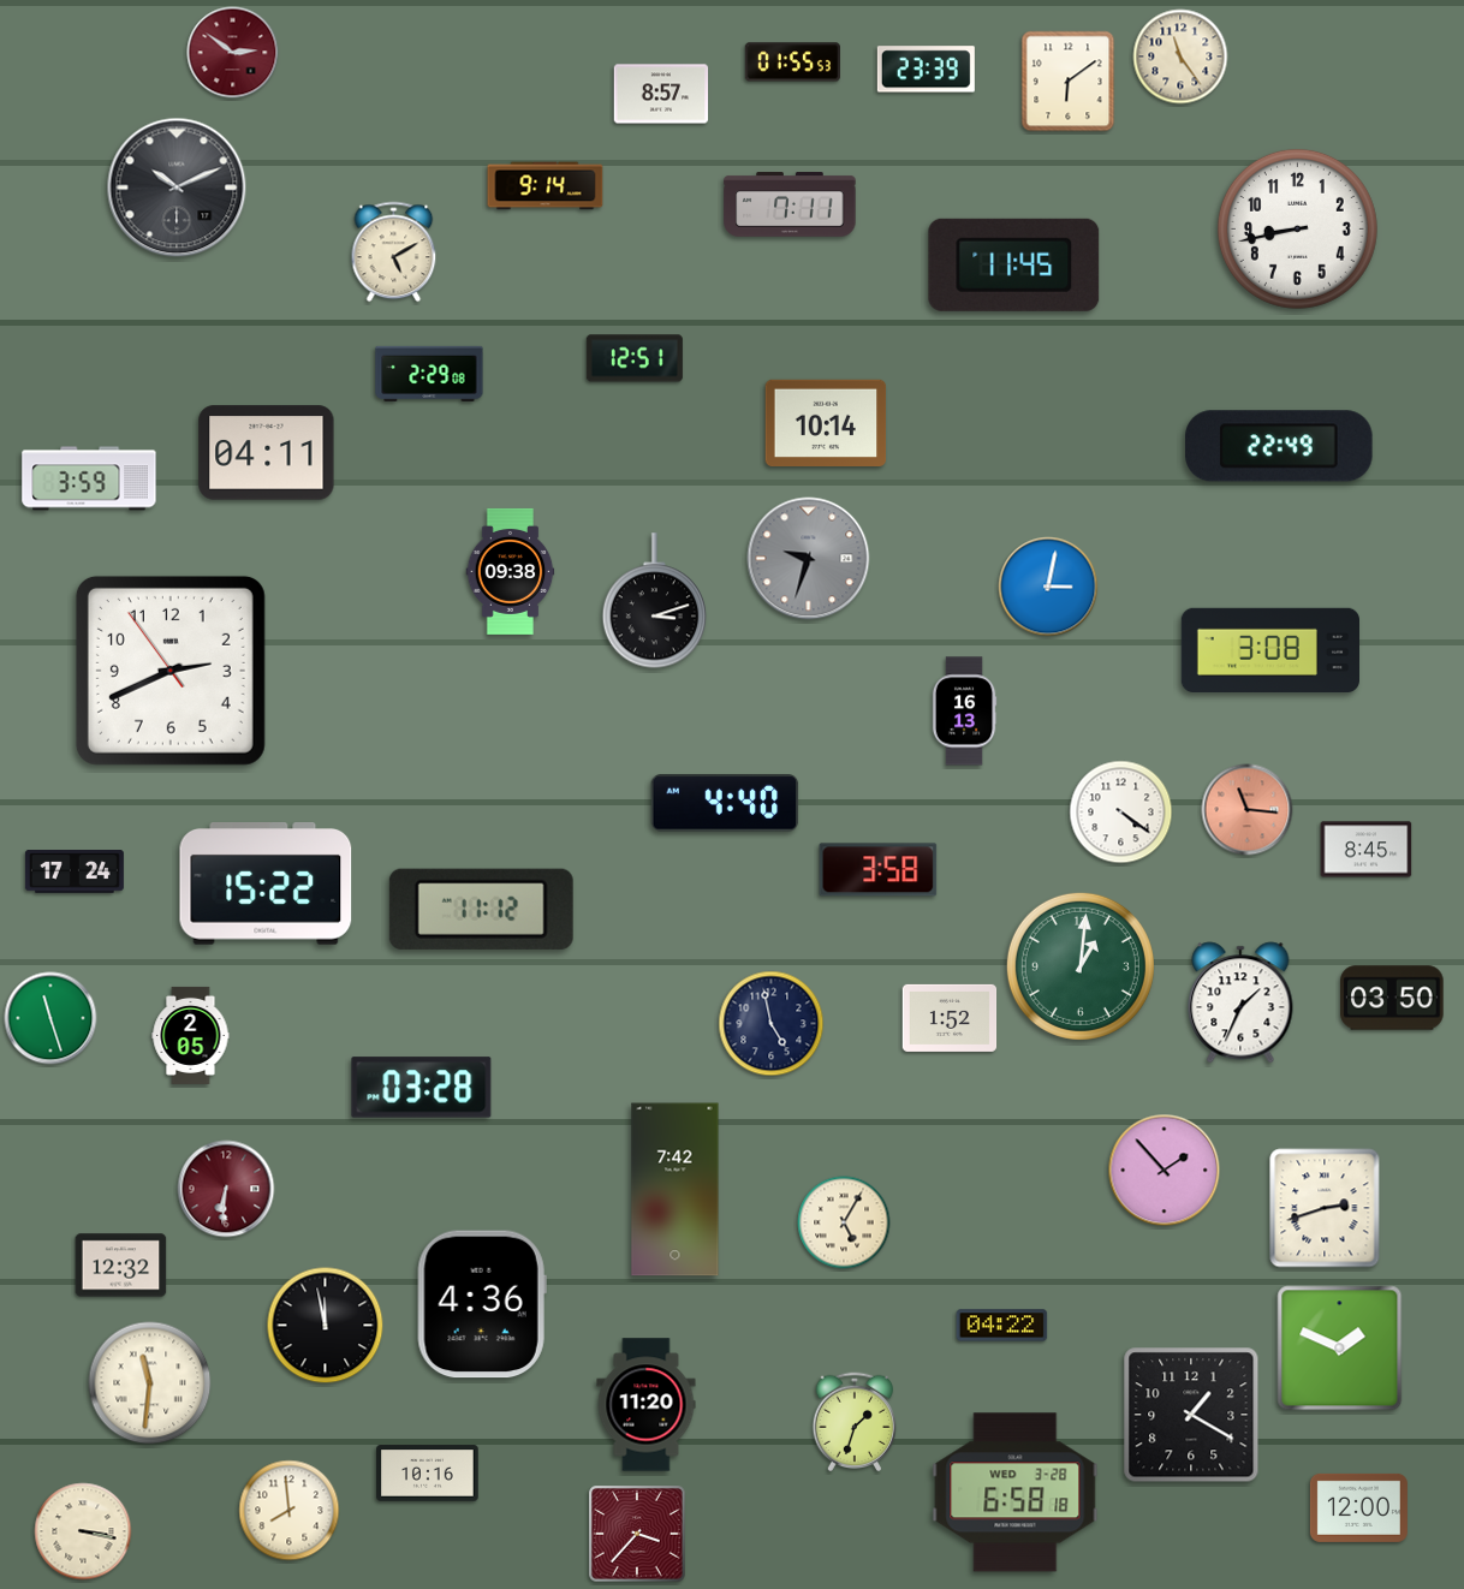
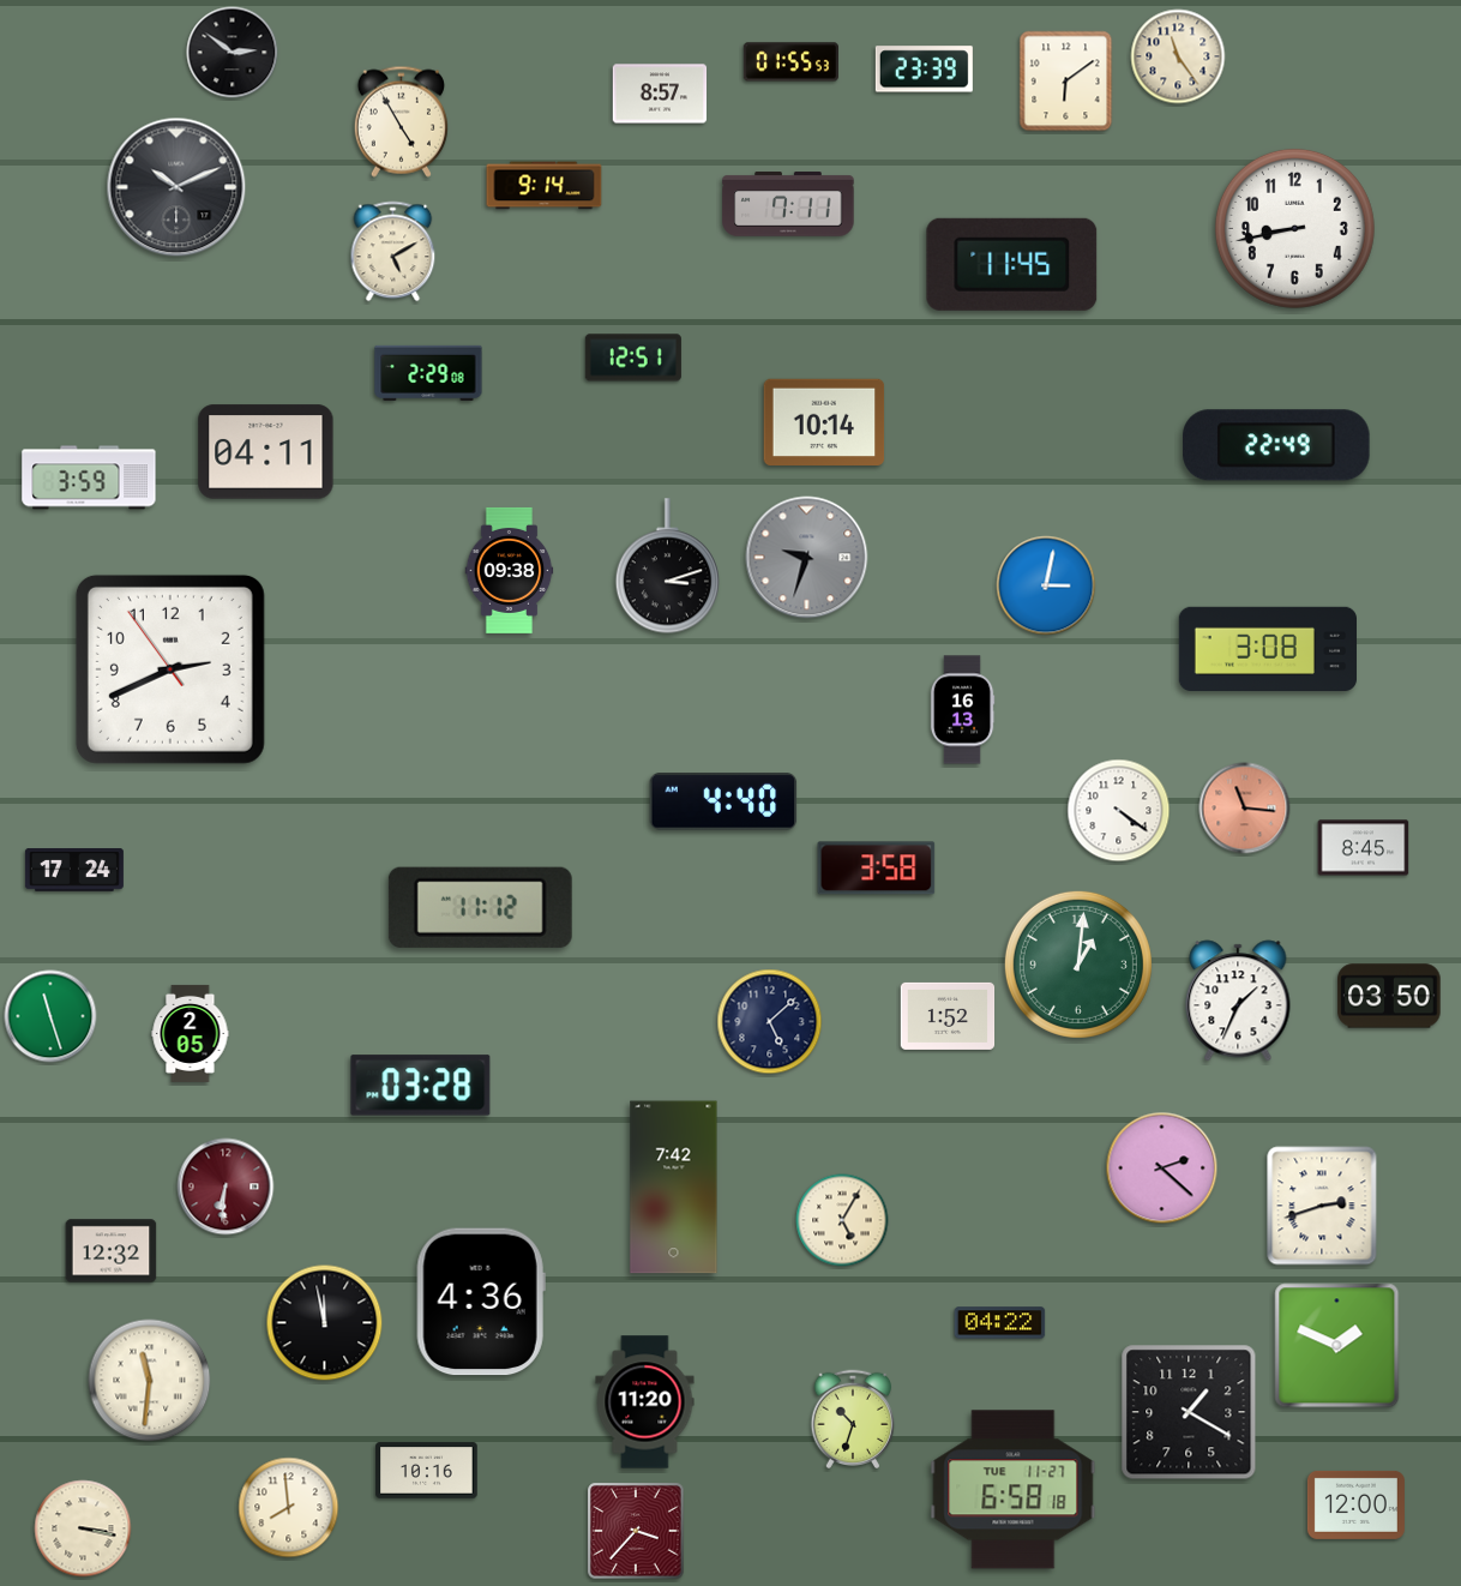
clock at (233, 53) dial: burgundy -> black
clock at (401, 121): none -> 4:55
clock at (654, 601) position: (654, 601) -> (667, 566)
clock at (266, 885): 15:22 -> none
clock at (772, 1024): 4:58 -> 5:08
clock at (1165, 1171): 1:53 -> 2:22
clock at (121, 1266) position: (121, 1266) -> (112, 1251)
clock at (855, 1421): 1:33 -> 10:33
clock at (1016, 1493) date: WED 3-28 -> TUE 11-27
